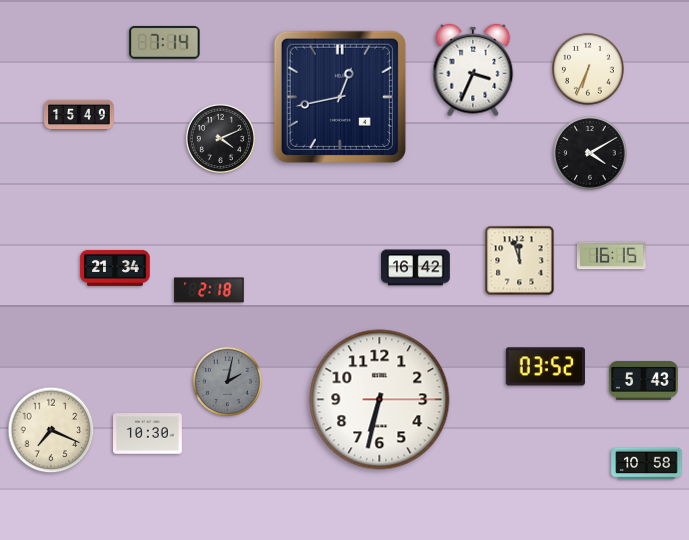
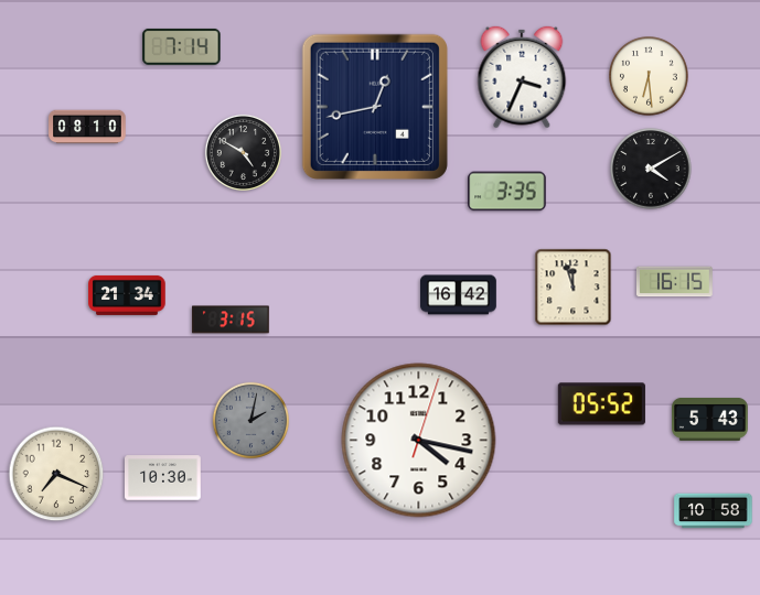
clock at (589, 70): 6:34 -> 6:29
clock at (79, 115): 15:49 -> 08:10
clock at (220, 138): 4:11 -> 4:50
clock at (507, 192): none -> 3:35
clock at (209, 290): 2:18 -> 3:15
clock at (545, 367): 03:52 -> 05:52
clock at (380, 400): 6:32 -> 4:17
